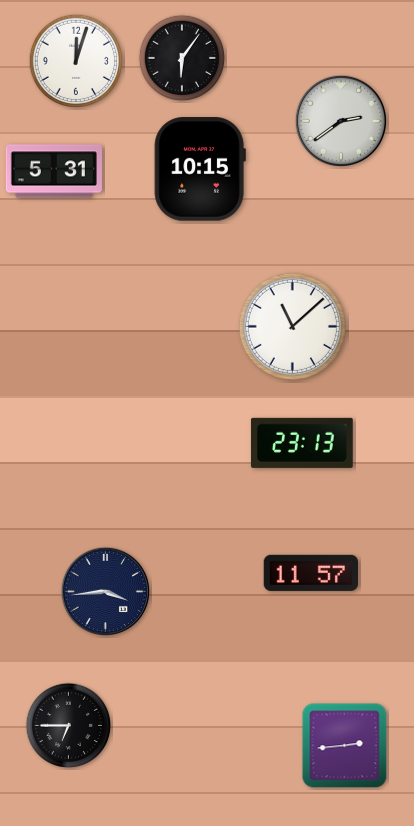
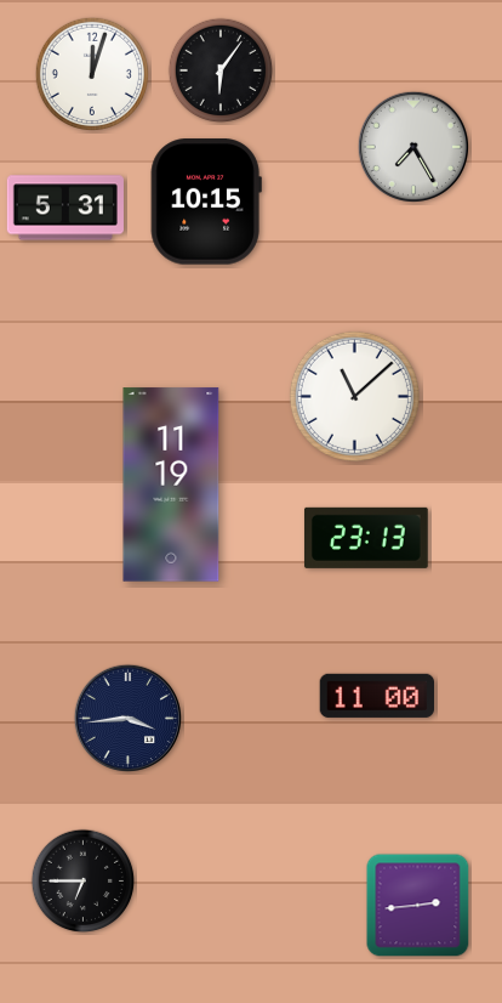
clock at (340, 120): 2:39 -> 7:25
clock at (200, 169) position: (200, 169) -> (206, 202)
clock at (171, 484): none -> 11:19
clock at (311, 573): 11:57 -> 11:00
